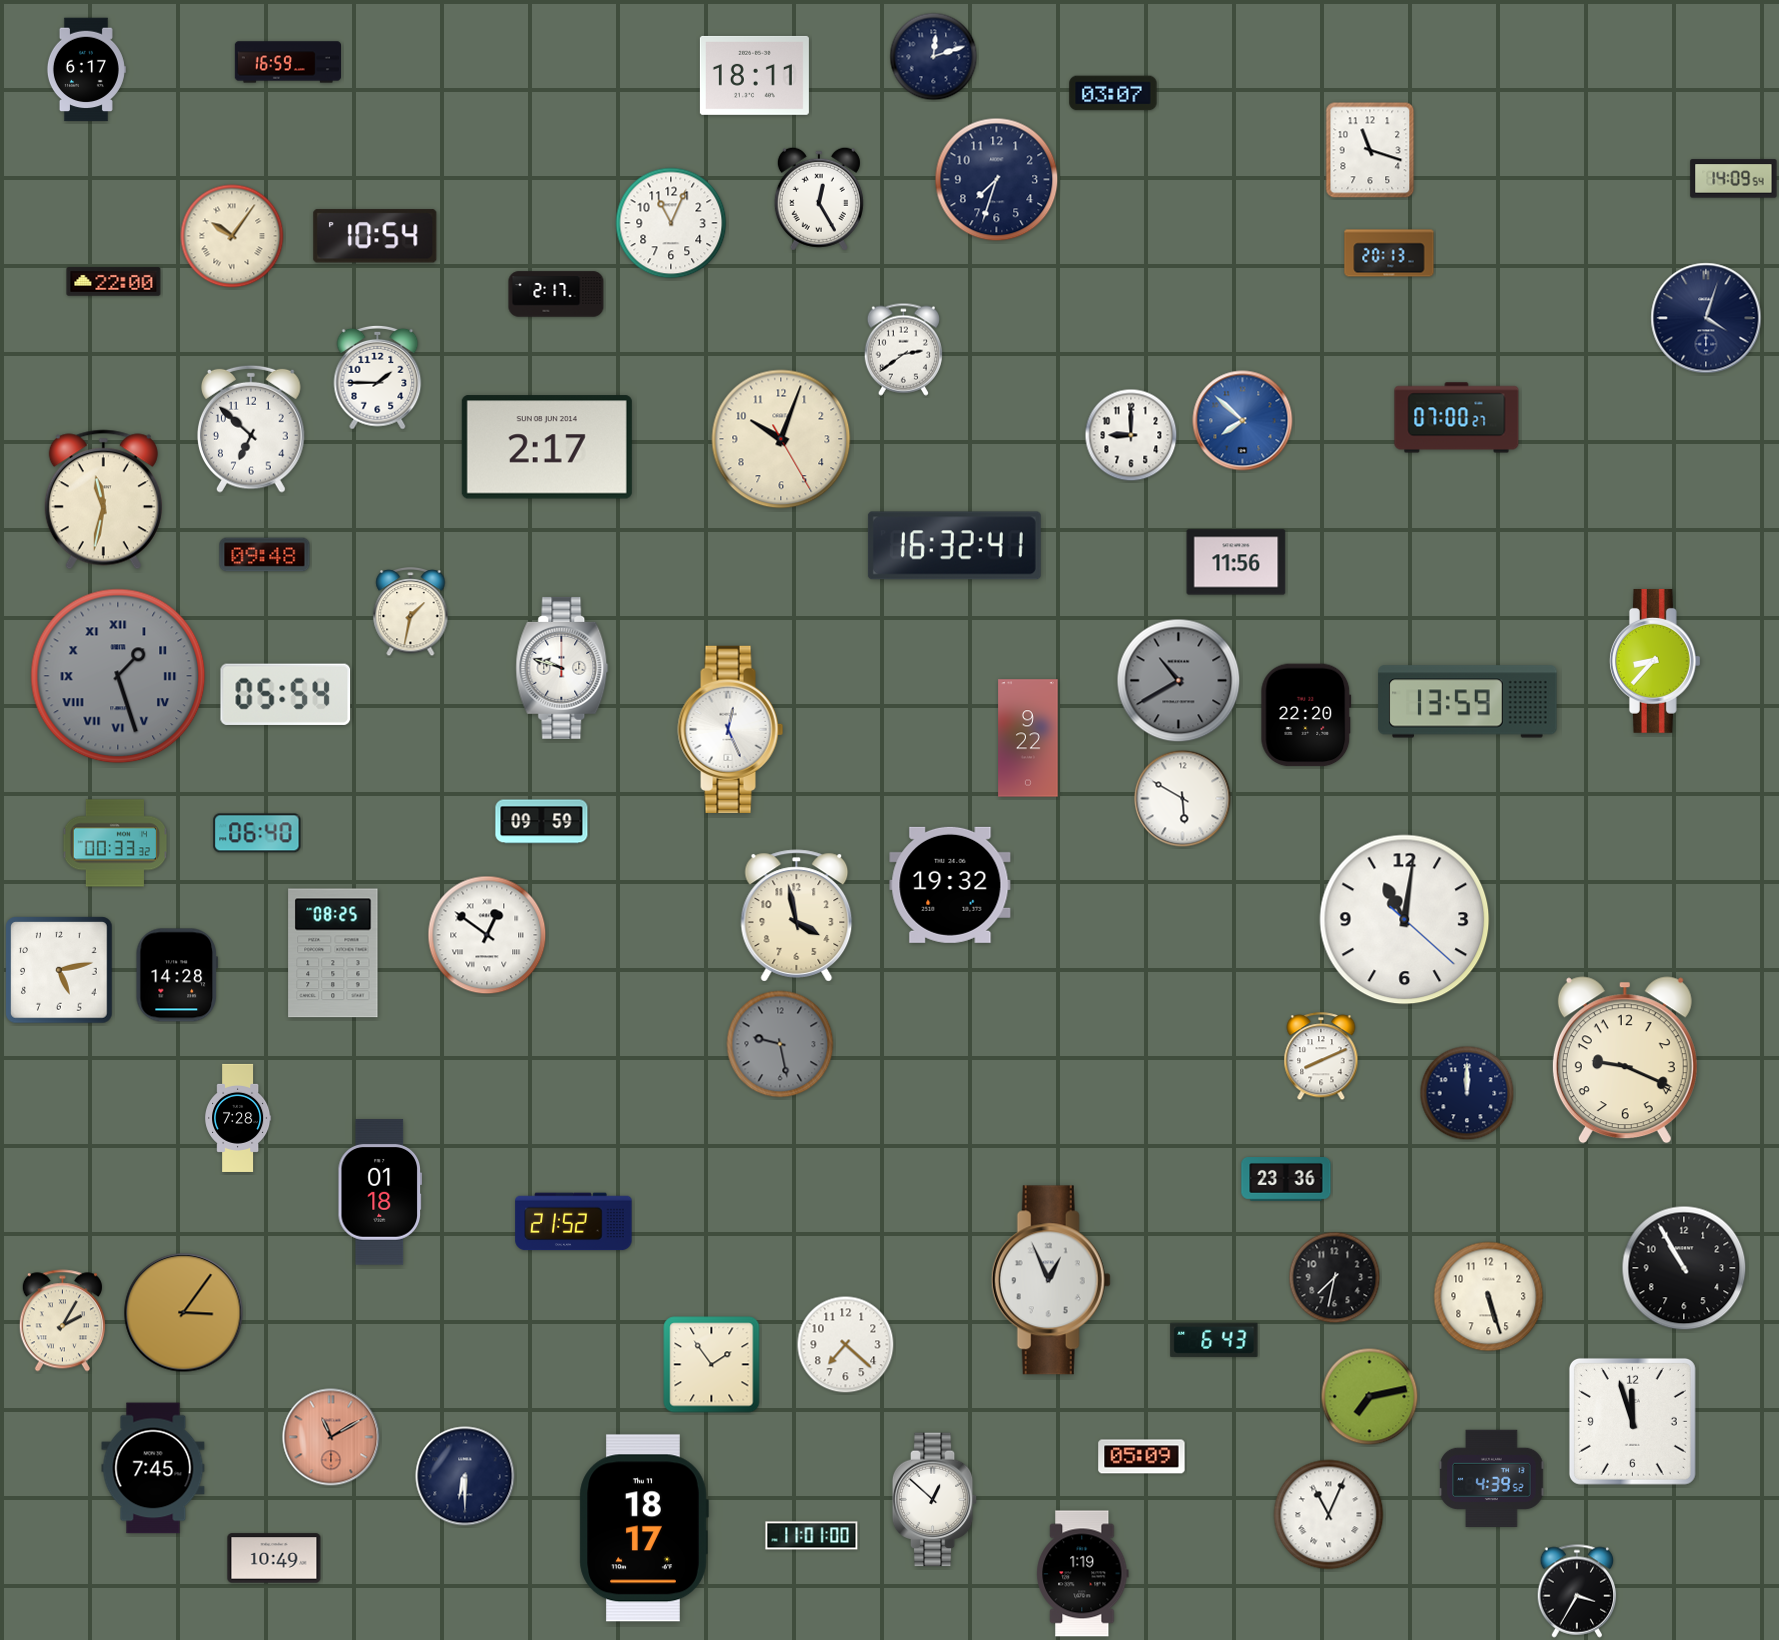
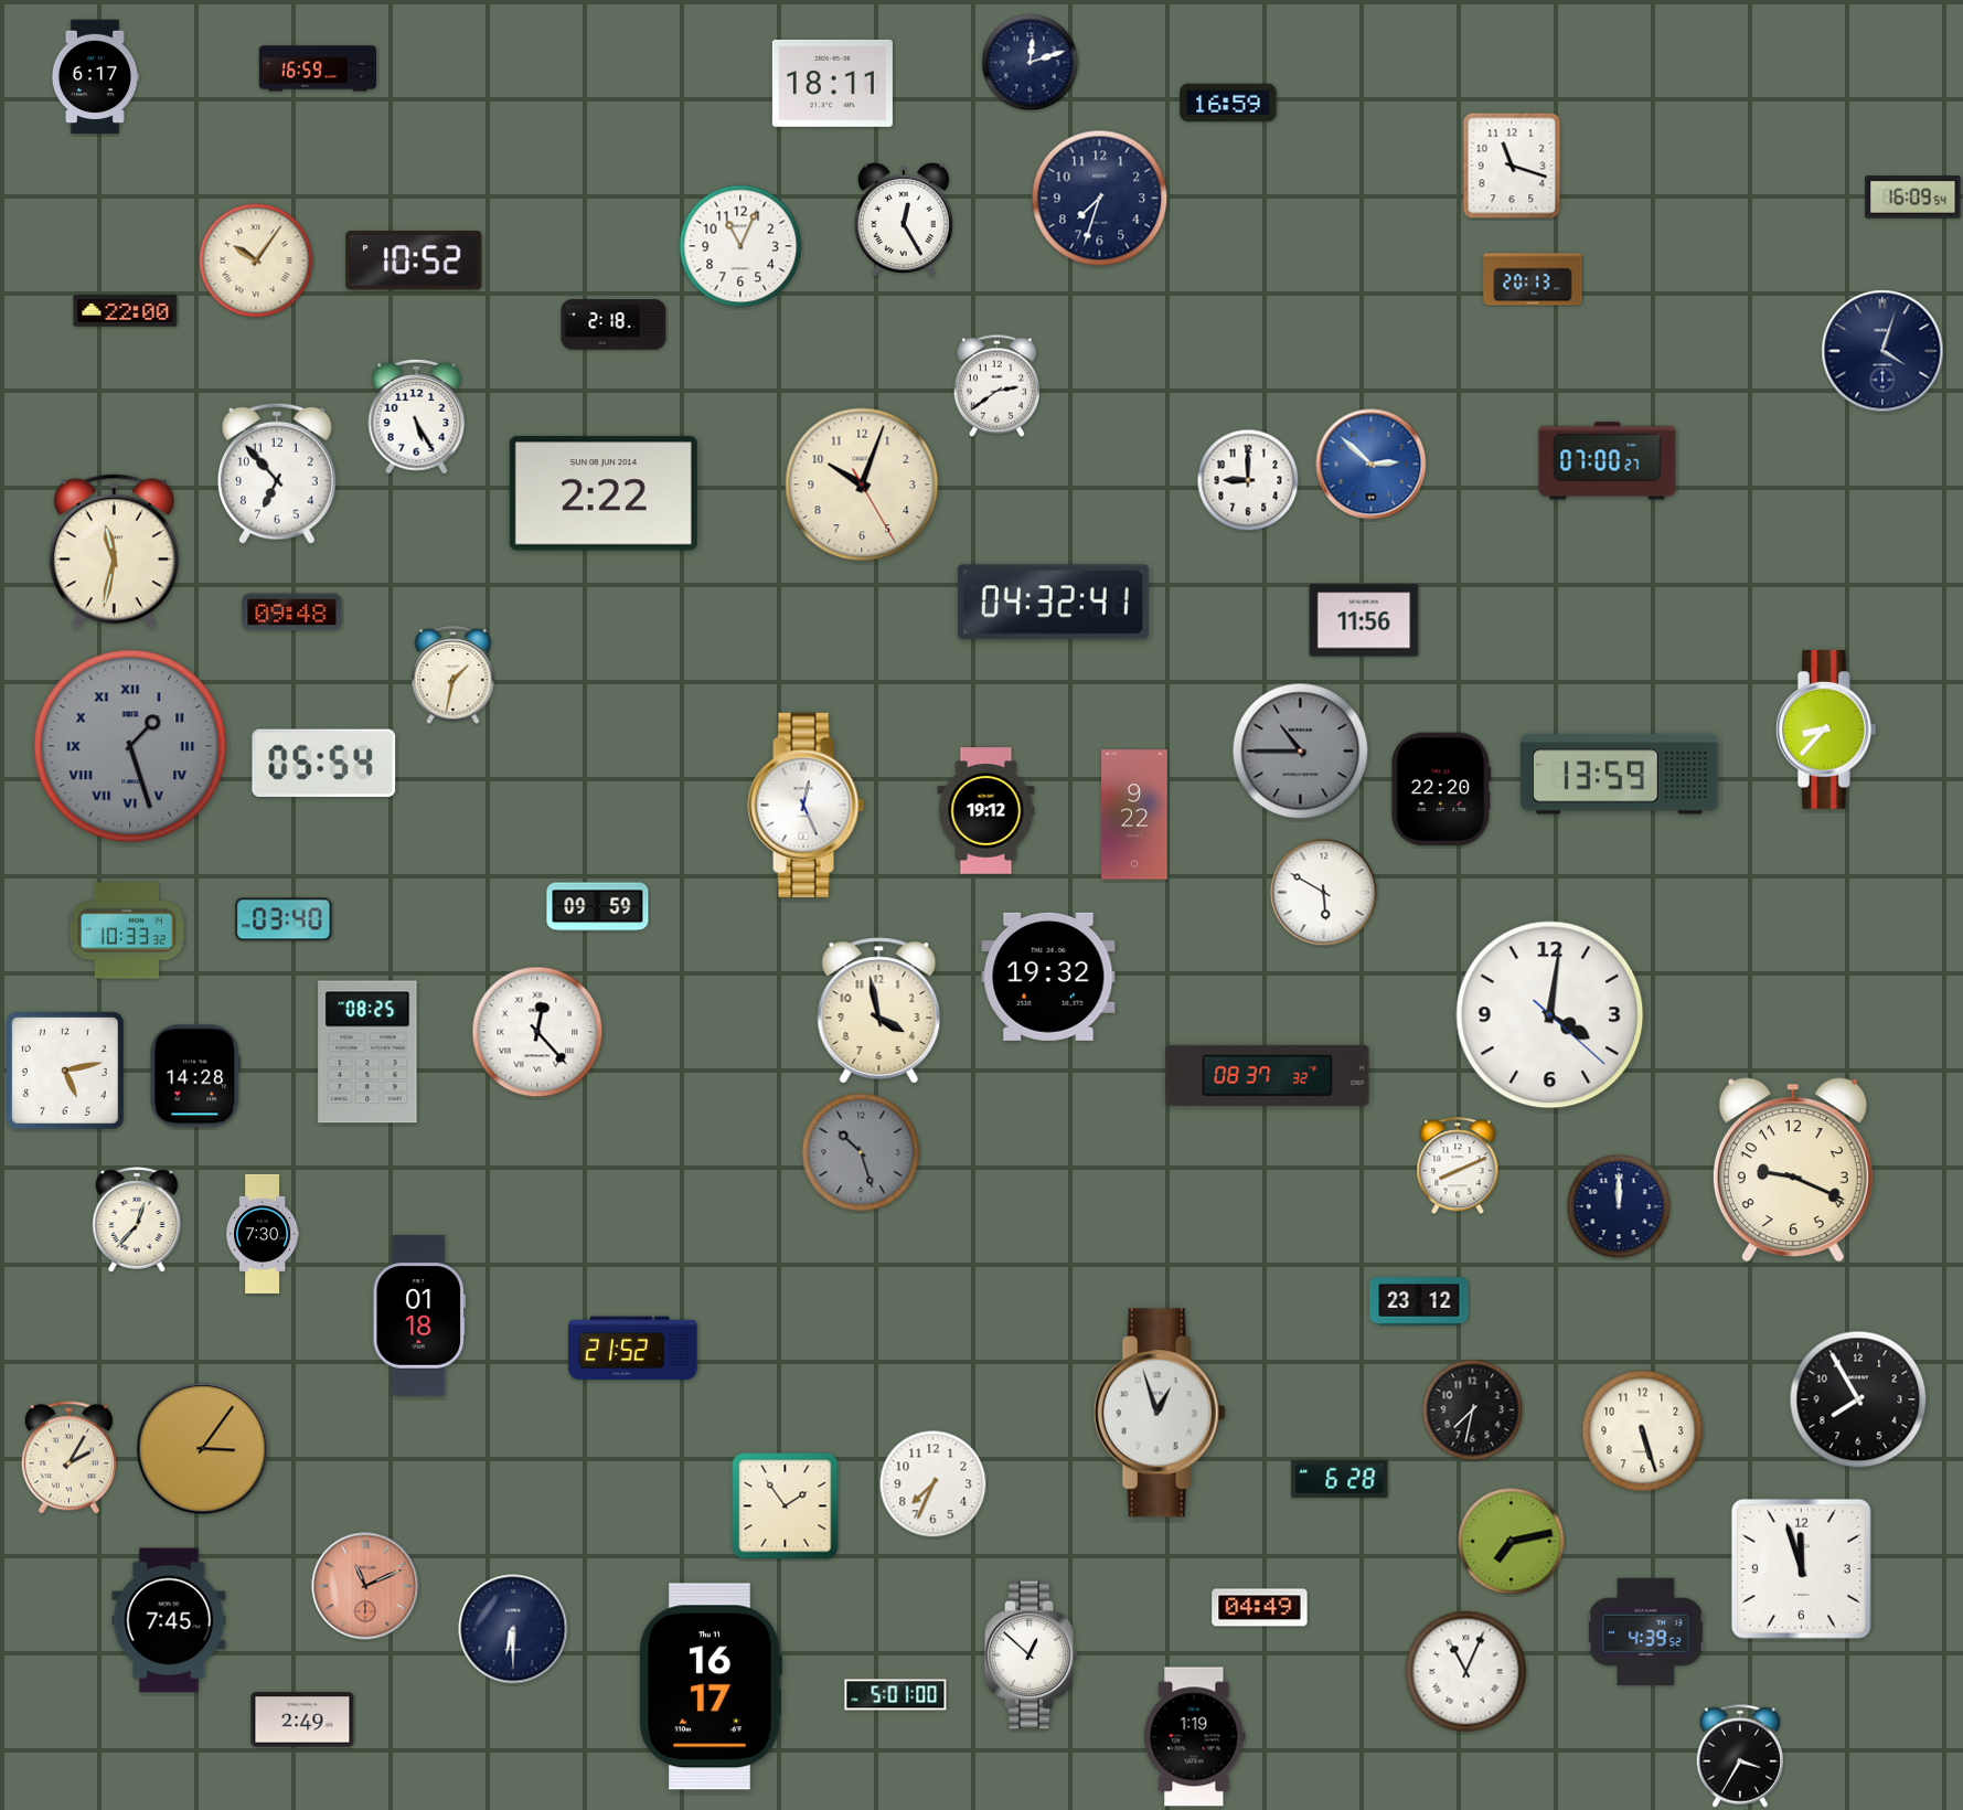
clock at (1113, 93): 03:07 -> 16:59
clock at (1734, 179): 14:09 -> 16:09
clock at (375, 236): 10:54 -> 10:52
clock at (556, 294): 2:17 -> 2:18
clock at (378, 377): 1:45 -> 5:25
clock at (1243, 421): 7:52 -> 2:52
clock at (252, 429): 6:52 -> 6:53
clock at (547, 447): 2:17 -> 2:22
clock at (954, 546): 16:32 -> 04:32
clock at (562, 668): 9:48 -> none
clock at (1179, 681): 10:40 -> 10:45
clock at (286, 694) position: (286, 694) -> (324, 763)
clock at (986, 811): none -> 19:12
clock at (1183, 799) position: (1183, 799) -> (1324, 893)
clock at (257, 833): 06:40 -> 03:40
clock at (115, 843): 00:33 -> 10:33
clock at (1405, 920): 11:01 -> 4:01
clock at (487, 935): 12:51 -> 12:23
clock at (1268, 1075): none -> 08:37
clock at (780, 1044): 9:28 -> 10:27
clock at (137, 1220): none -> 12:37
clock at (238, 1118): 7:28 -> 7:30
clock at (1286, 1179): 23:36 -> 23:12
clock at (1684, 1268): 10:55 -> 7:55
clock at (1051, 1280): 12:56 -> 12:57
clock at (1214, 1340): 6:43 -> 6:28
clock at (846, 1345): 7:22 -> 7:34
clock at (331, 1437): 11:10 -> 11:11
clock at (1142, 1457): 05:09 -> 04:49
clock at (644, 1528): 18:17 -> 16:17
clock at (812, 1536): 11:01 -> 5:01
clock at (274, 1558): 10:49 -> 2:49
